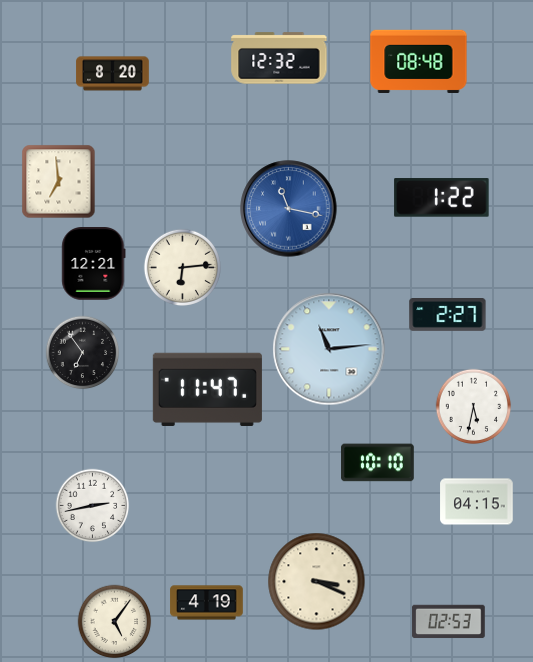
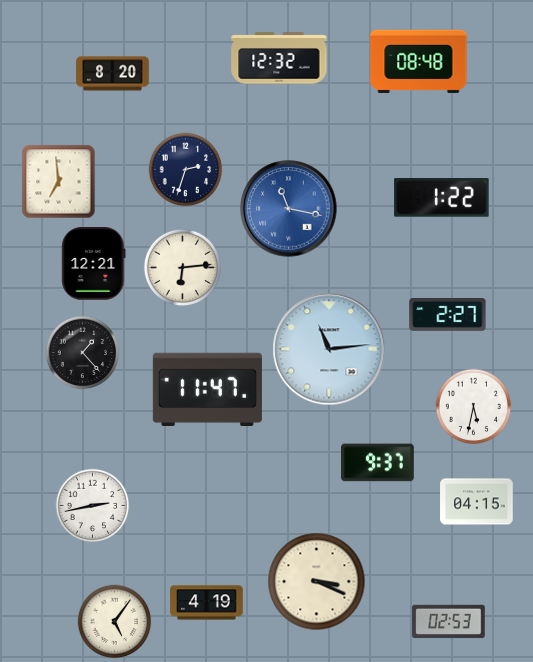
clock at (186, 170): none -> 2:33
clock at (83, 353): 6:54 -> 1:23
clock at (378, 463): 10:10 -> 9:37
